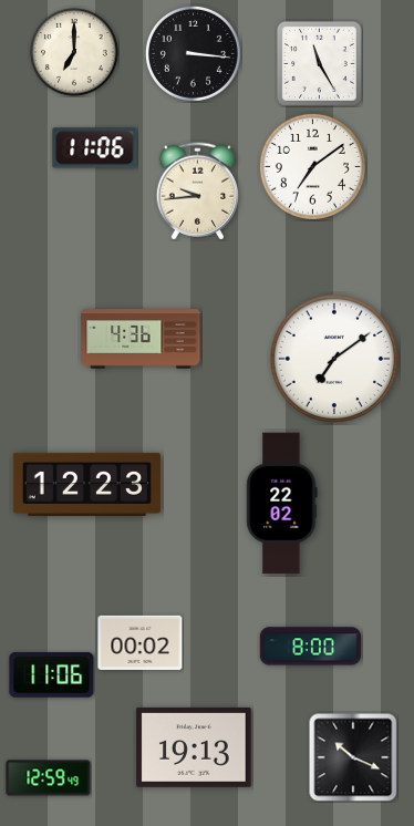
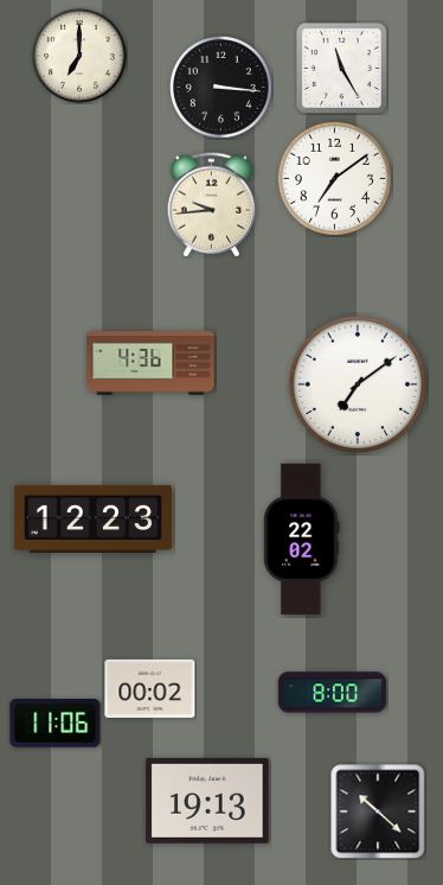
clock at (193, 53) position: (193, 53) -> (220, 87)
clock at (95, 148): 11:06 -> none
clock at (353, 757): 10:19 -> 10:22
clock at (49, 778): 12:59 -> none
